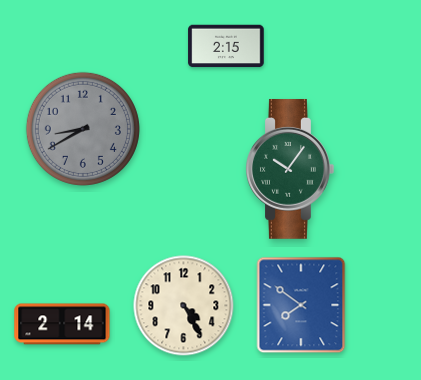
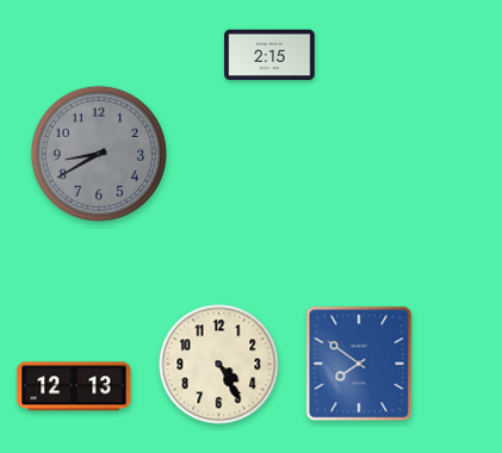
clock at (290, 169): 10:06 -> none
clock at (62, 324): 2:14 -> 12:13
